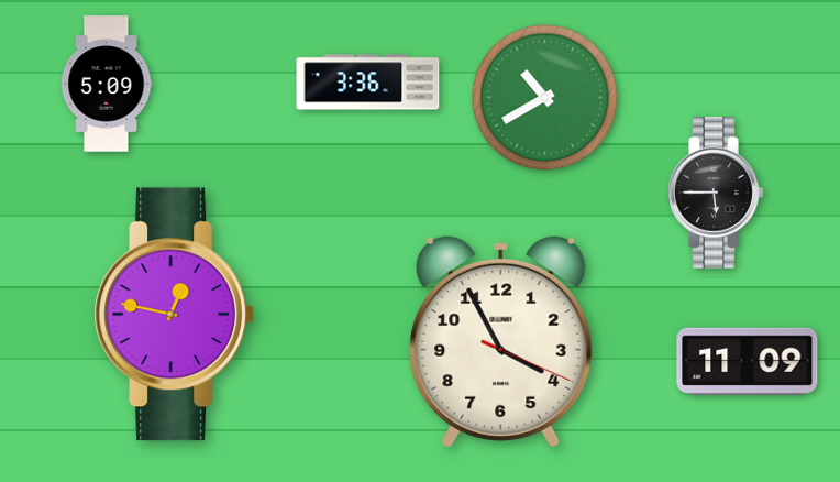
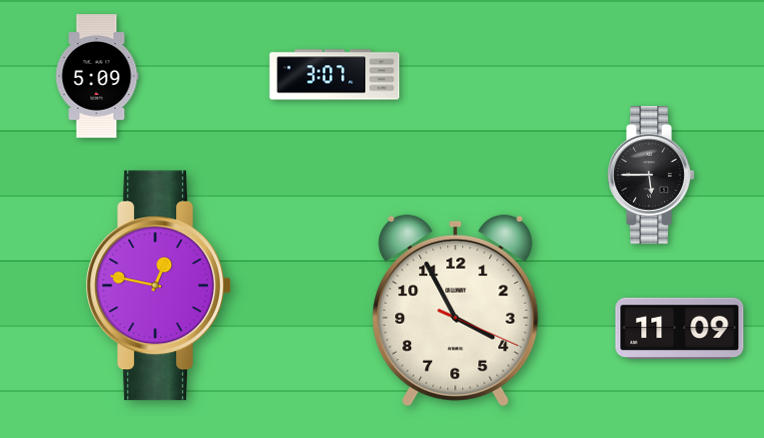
clock at (368, 83): 3:36 -> 3:07
clock at (545, 98): 10:40 -> none
